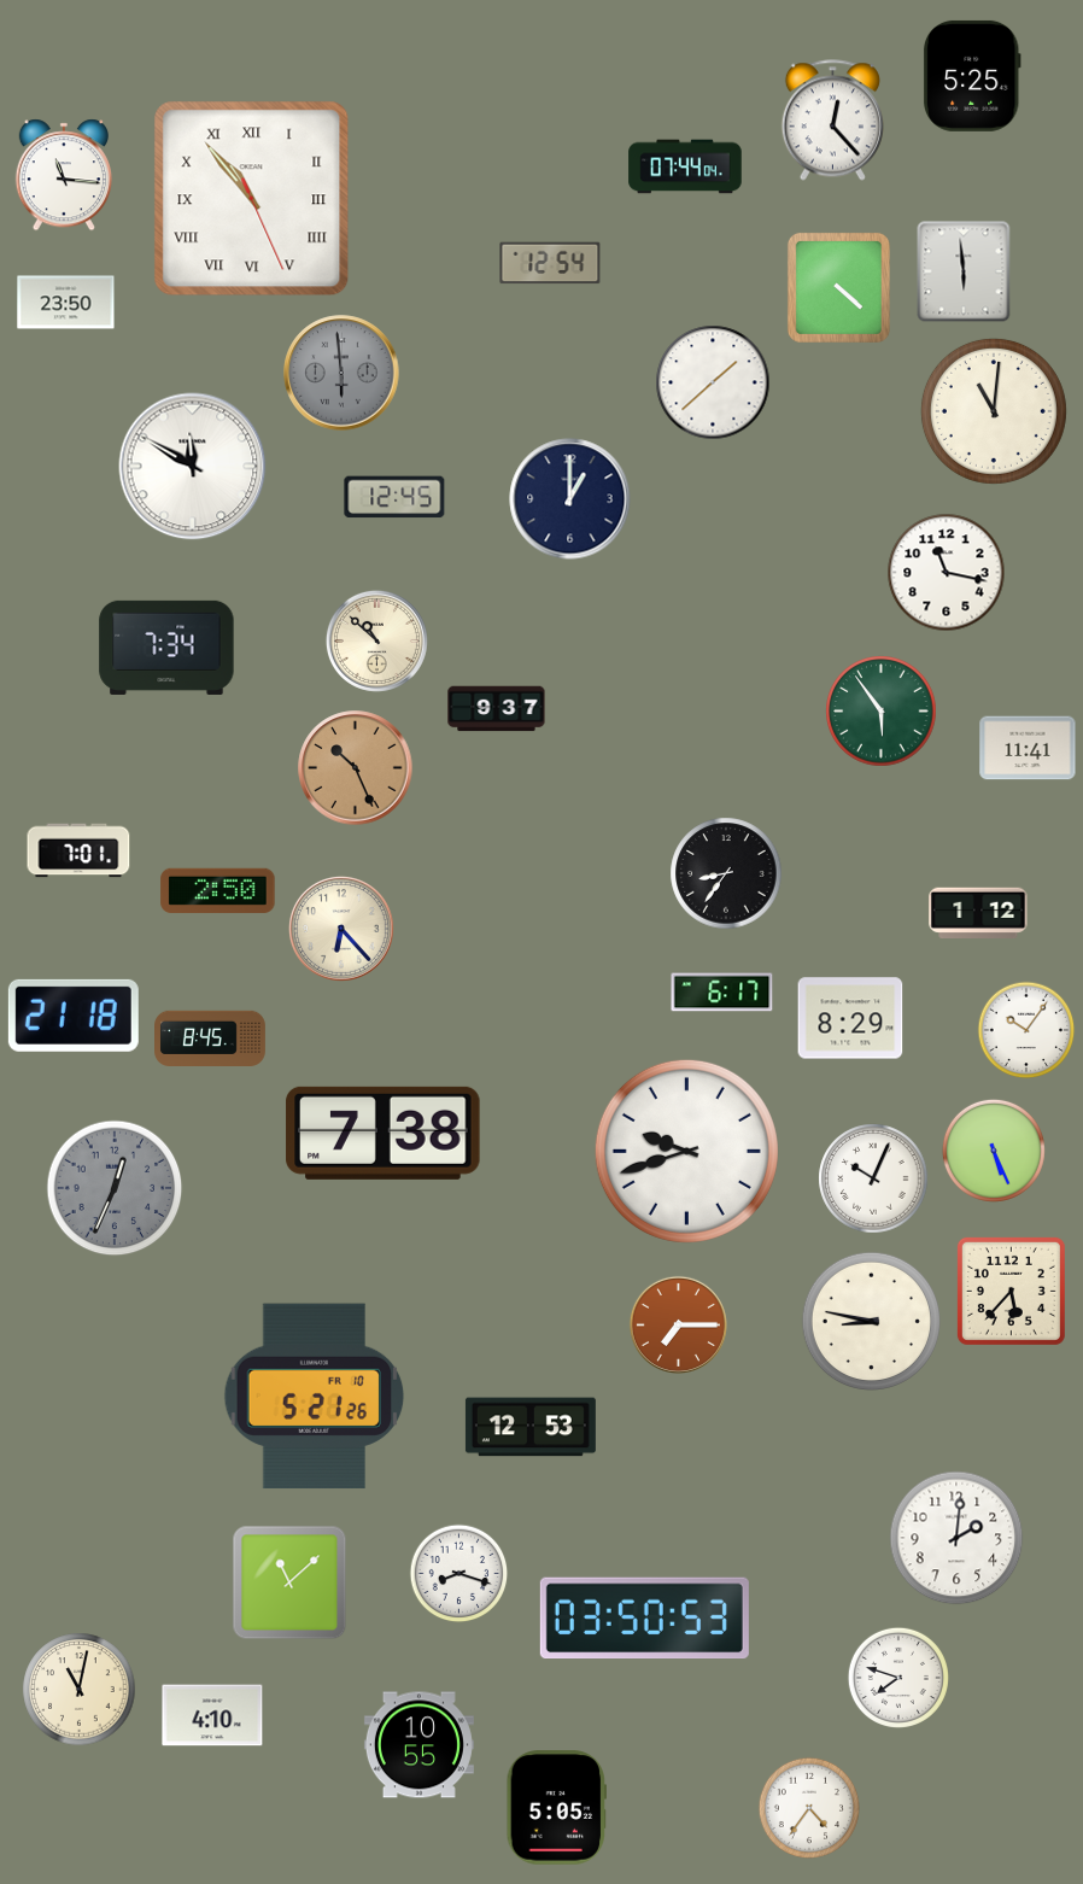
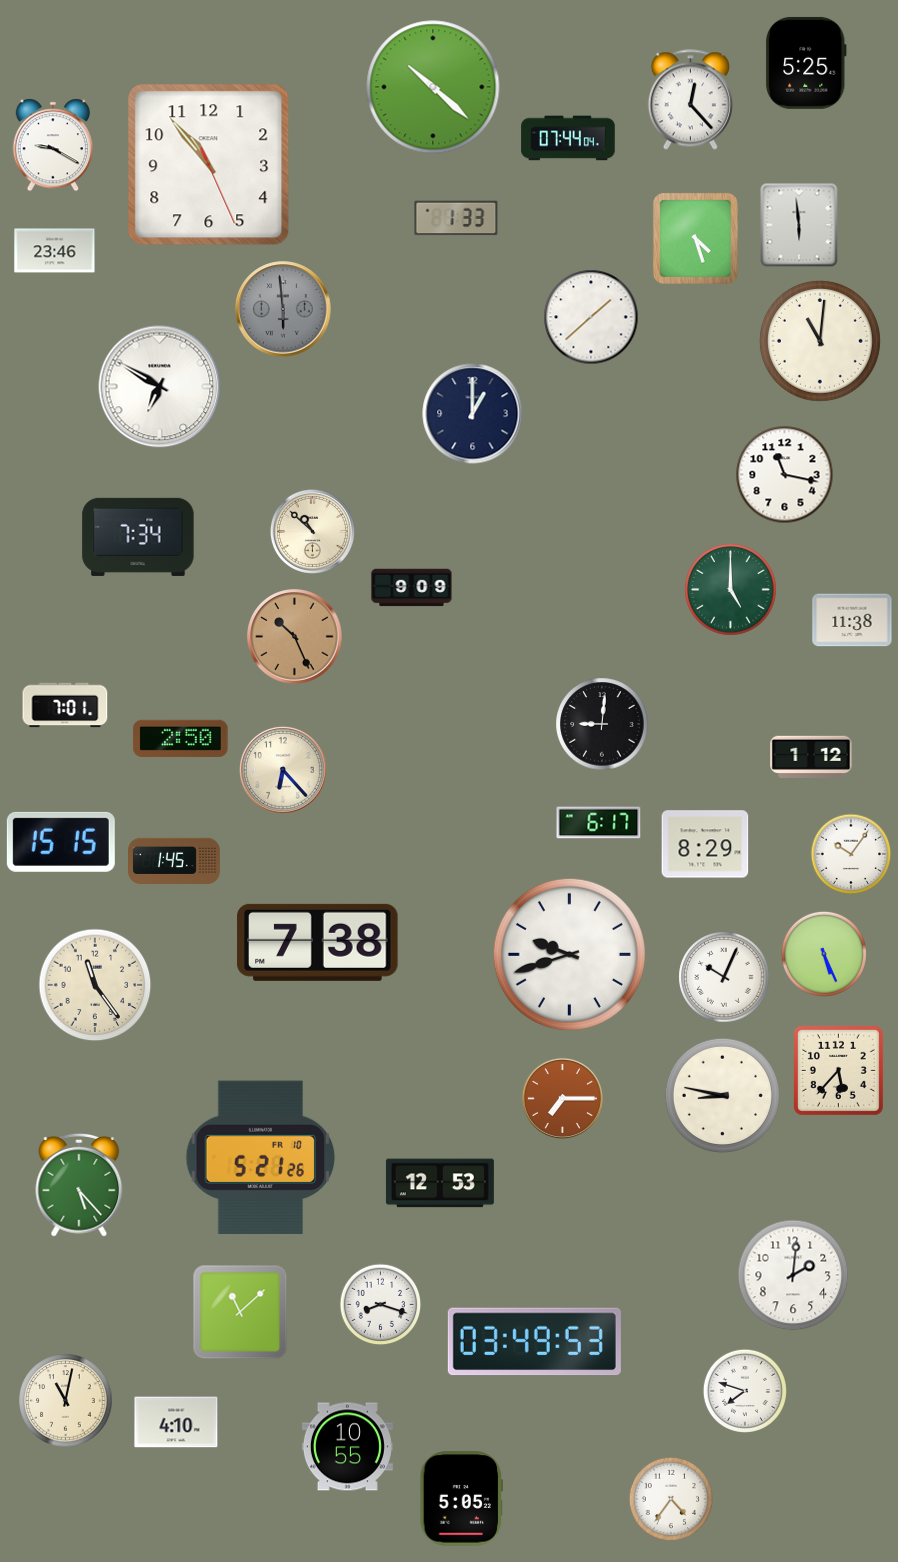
clock at (433, 87): none -> 10:22
clock at (63, 175): 11:16 -> 9:20
clock at (252, 199) numerals: Roman -> Arabic
clock at (550, 263): 12:54 -> 1:33
clock at (838, 287): 4:22 -> 4:27
clock at (66, 303): 23:50 -> 23:46
clock at (994, 411) position: (994, 411) -> (820, 341)
clock at (193, 467): 11:50 -> 6:50
clock at (394, 497): 12:45 -> none
clock at (497, 709): 9:37 -> 9:09
clock at (882, 712): 5:54 -> 5:00
clock at (1028, 748): 11:41 -> 11:38
clock at (726, 873): 8:36 -> 9:01
clock at (74, 1016): 21:18 -> 15:15
clock at (211, 1037): 8:45 -> 1:45
clock at (384, 1133) position: (384, 1133) -> (318, 942)
clock at (115, 1188): 12:34 -> 11:24
clock at (115, 1188) dial: grey -> cream
clock at (79, 1185): none -> 5:23
clock at (644, 1619): 03:50 -> 03:49
